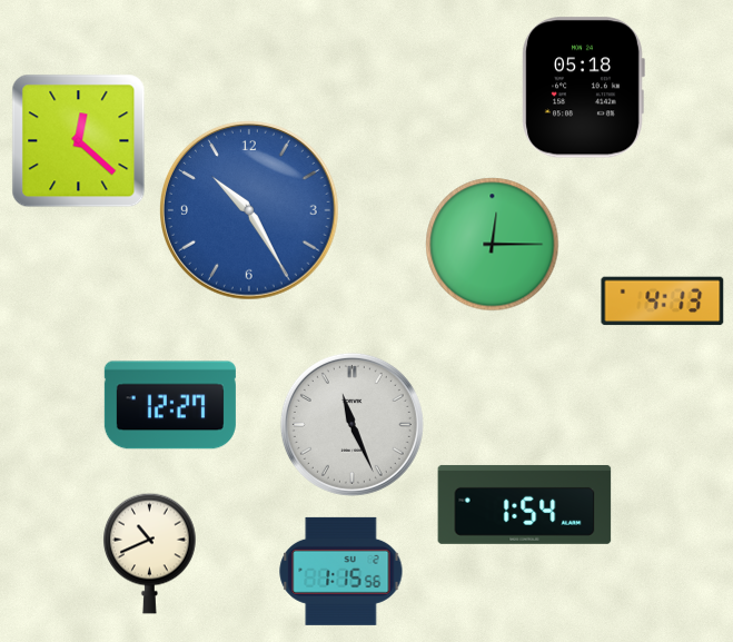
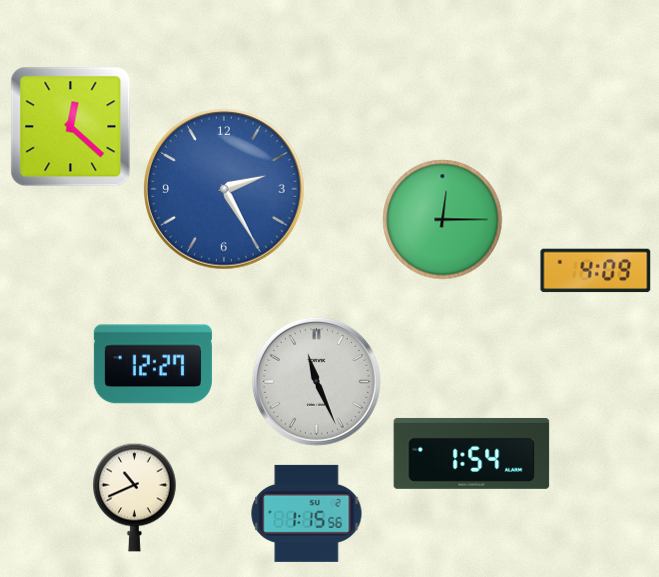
clock at (583, 88): 05:18 -> none
clock at (250, 211): 10:25 -> 2:25
clock at (663, 302): 4:13 -> 4:09
